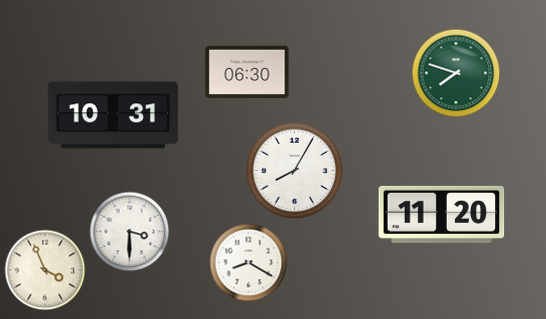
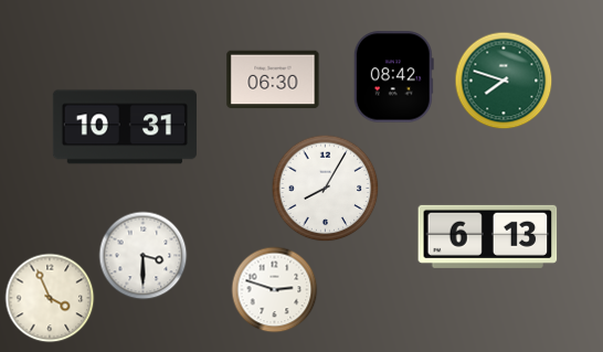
clock at (393, 77): none -> 08:42
clock at (442, 214): 11:20 -> 6:13
clock at (249, 263): 8:20 -> 2:48
